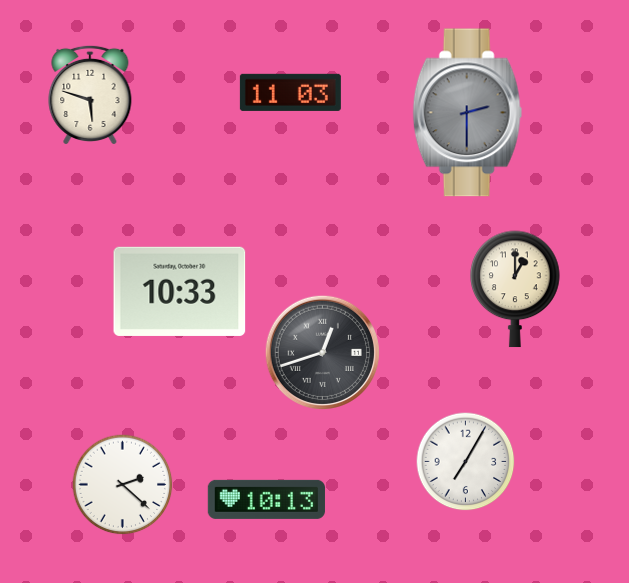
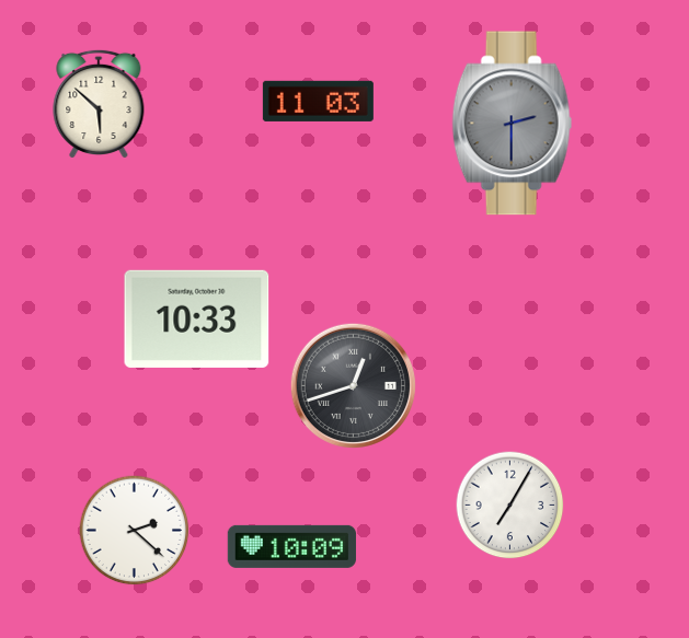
clock at (90, 94): 5:48 -> 5:52
clock at (515, 289): 1:00 -> none
clock at (266, 499): 10:13 -> 10:09
